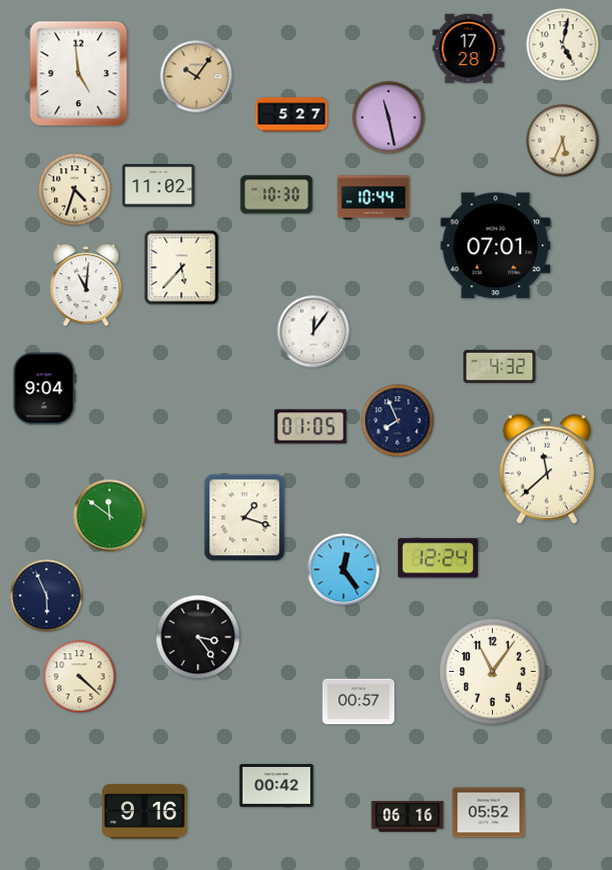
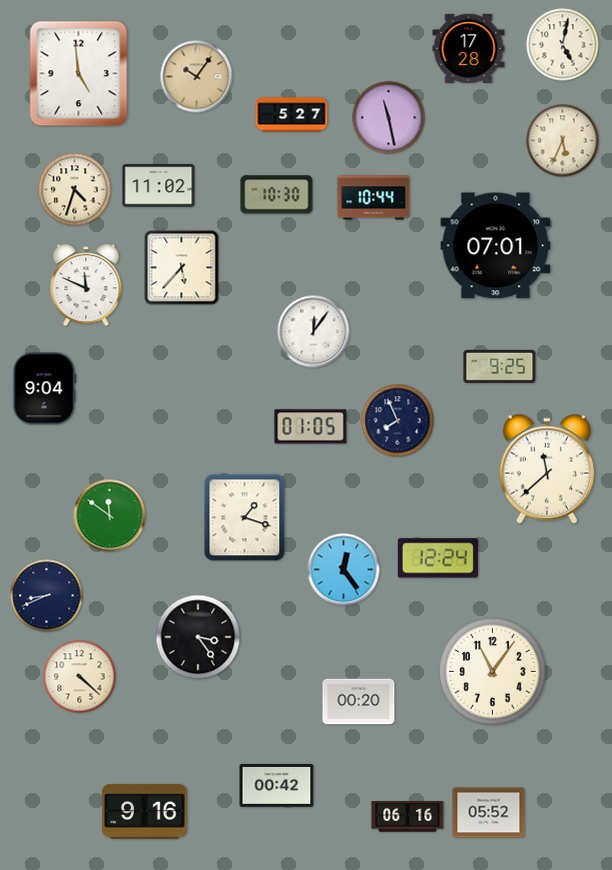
clock at (86, 285): 11:01 -> 11:49
clock at (500, 366): 4:32 -> 9:25
clock at (47, 596): 5:56 -> 8:41
clock at (359, 702): 00:57 -> 00:20
